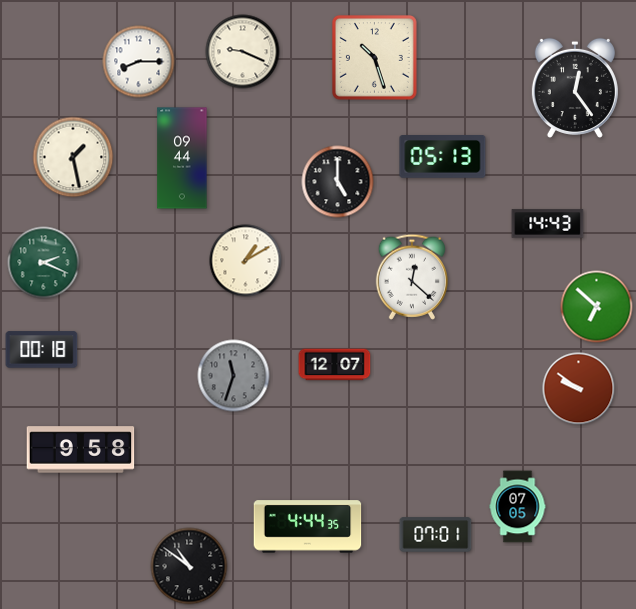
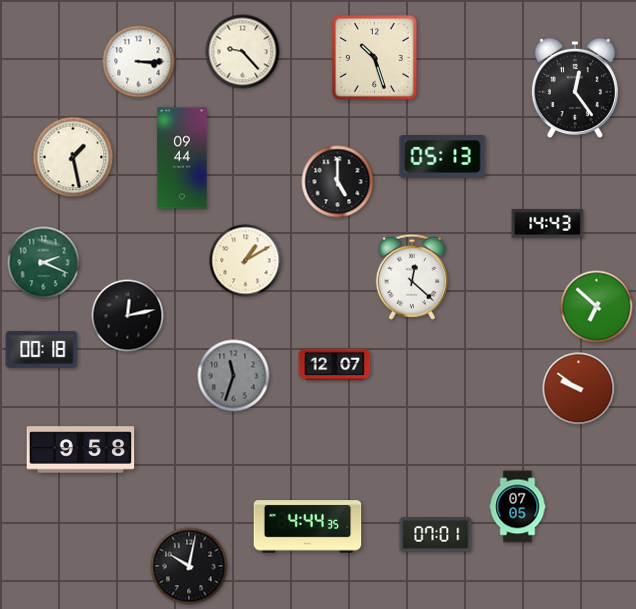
clock at (243, 52): 9:19 -> 9:23
clock at (139, 62): 8:15 -> 3:15
clock at (128, 316): none -> 12:13
clock at (189, 566): 10:51 -> 10:02
